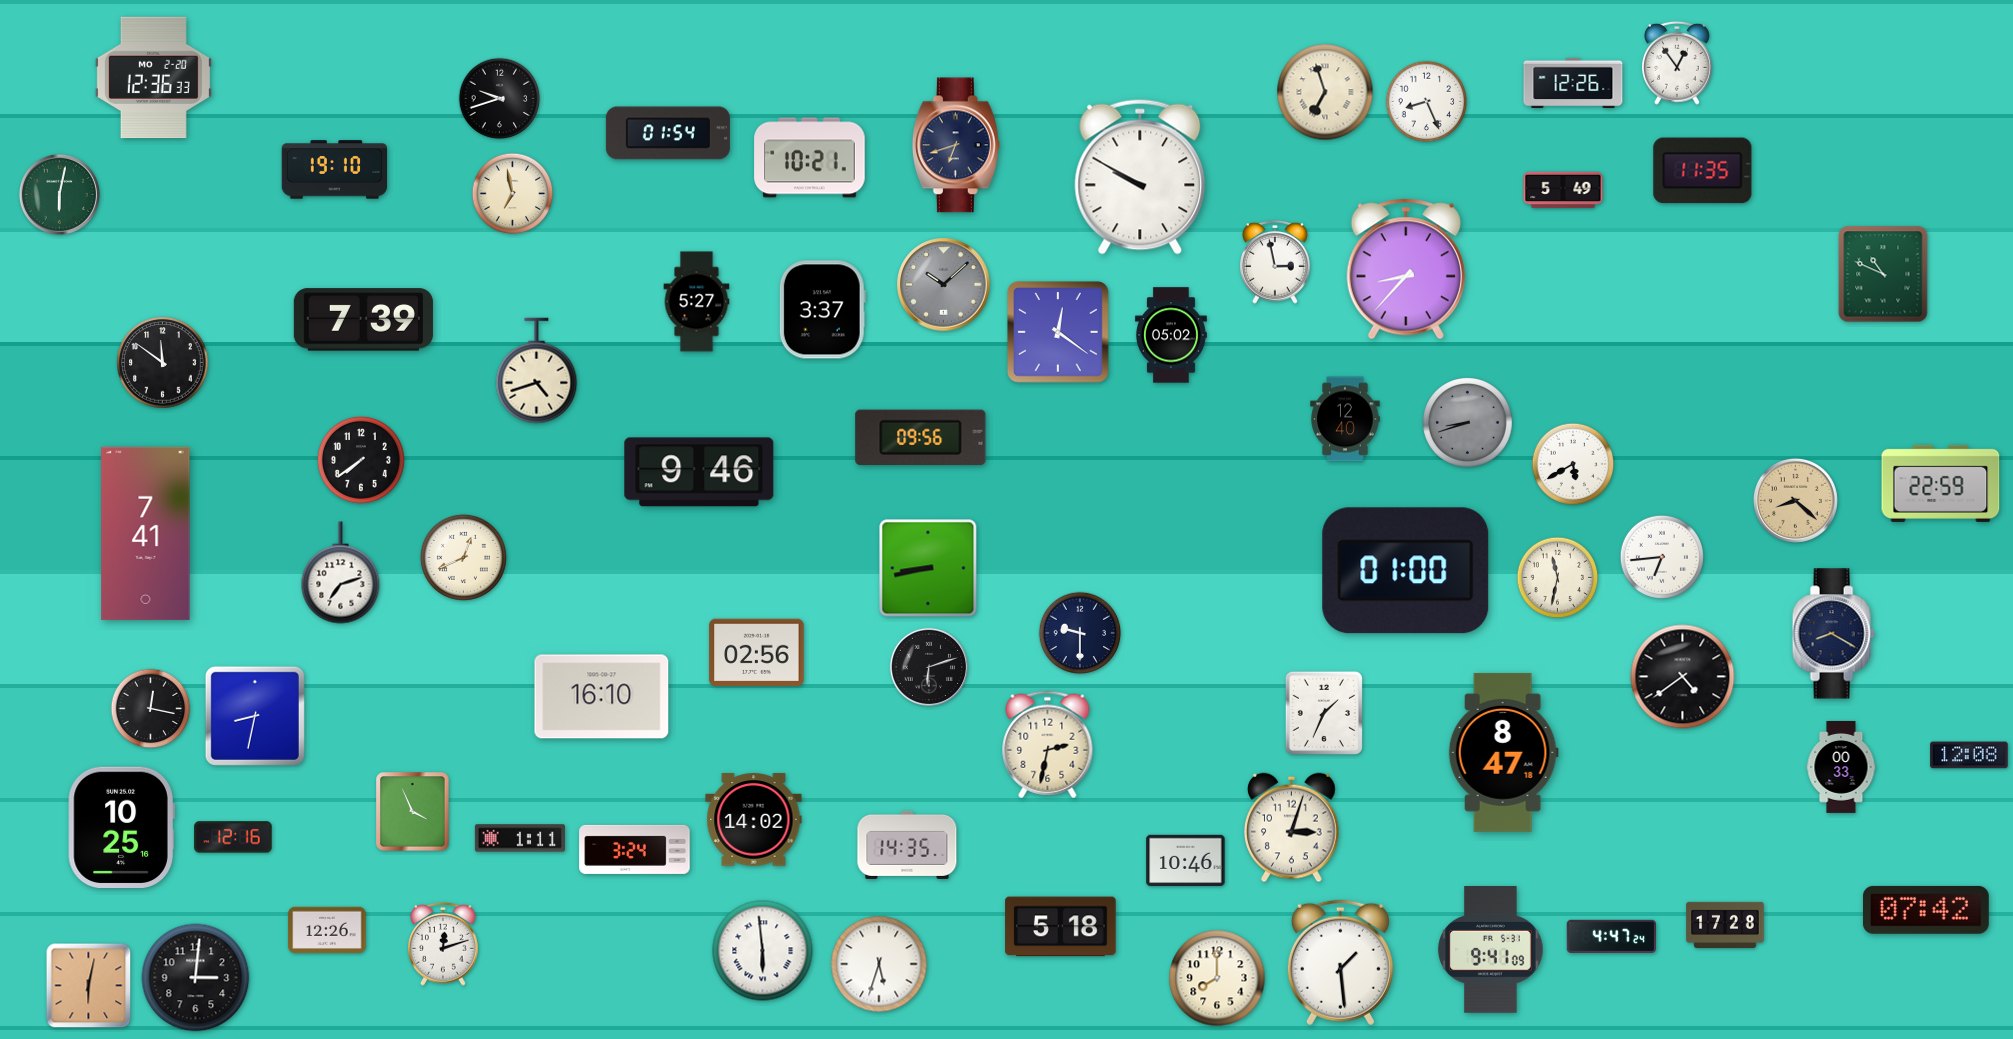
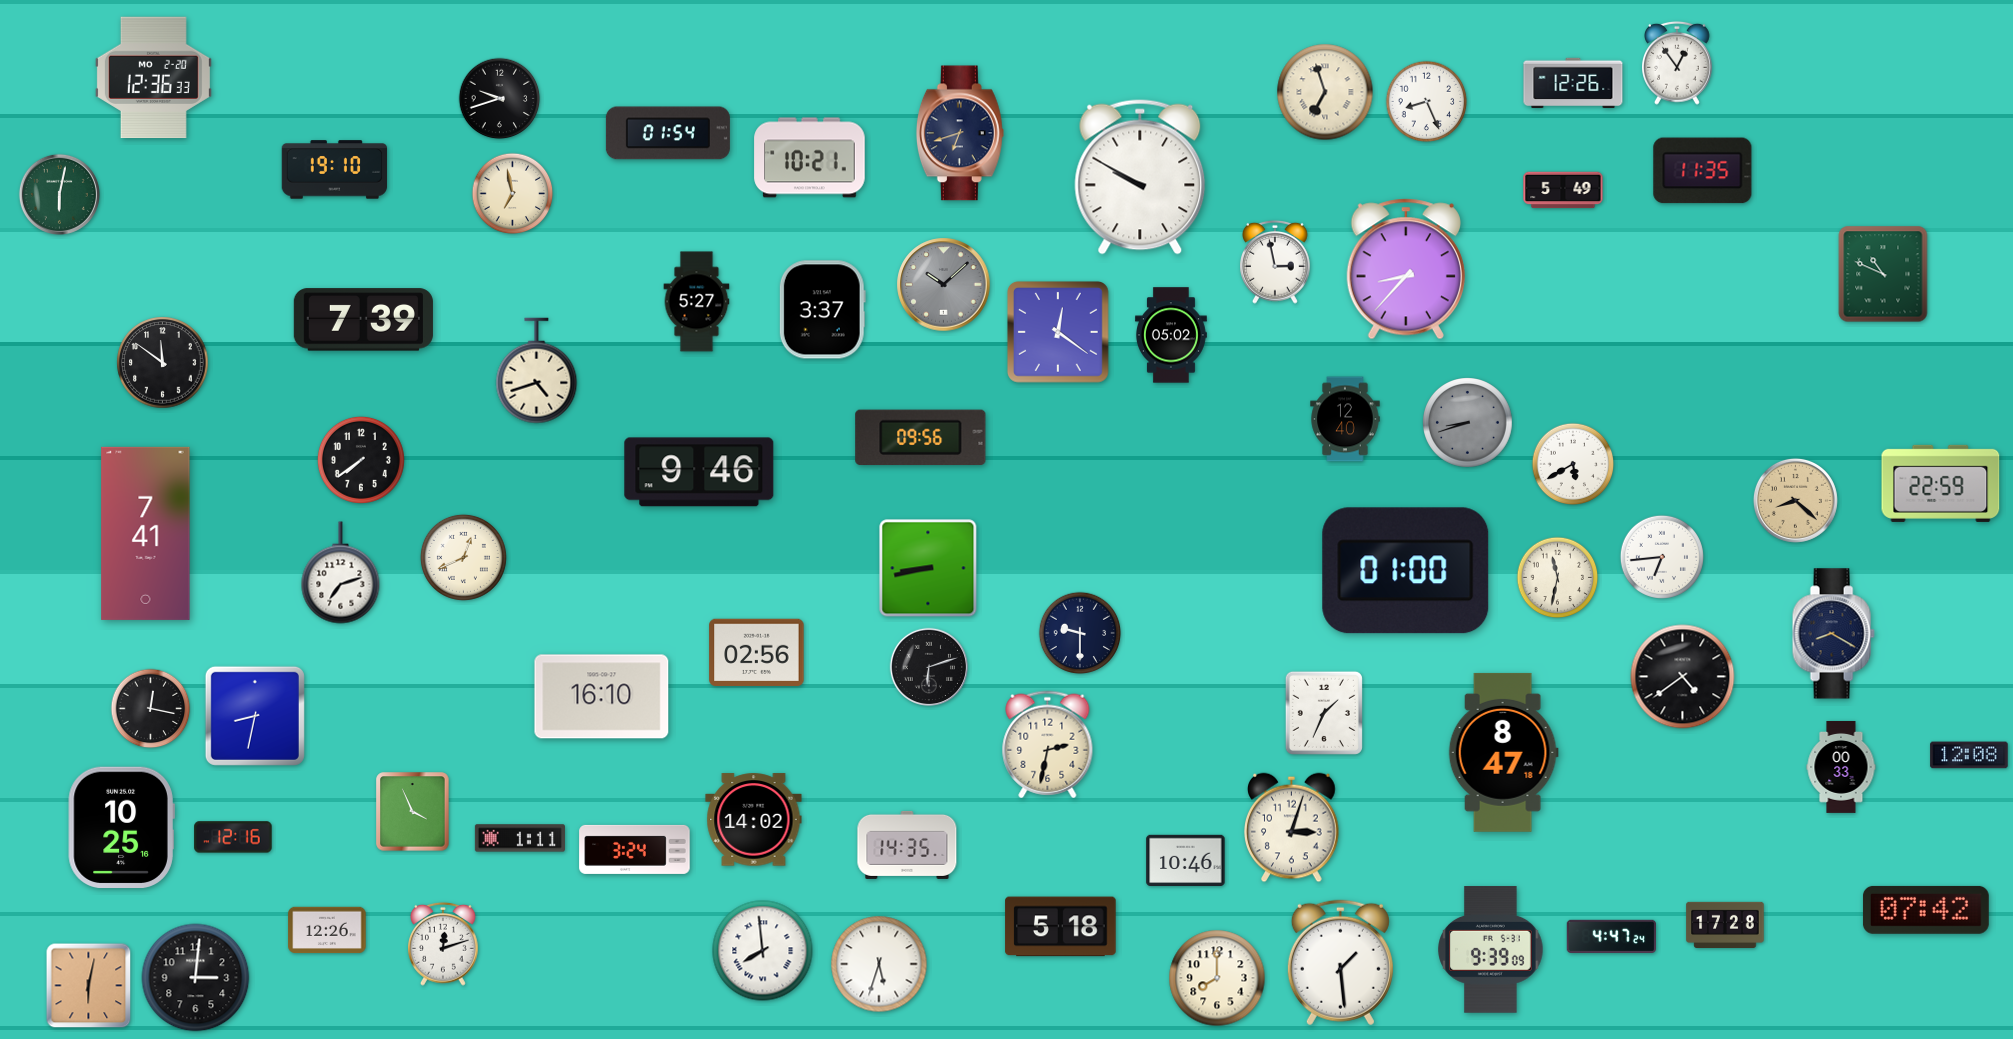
clock at (956, 145) position: (956, 145) -> (960, 133)
clock at (1491, 950): 9:41 -> 9:39
clock at (763, 951): 5:59 -> 7:59
